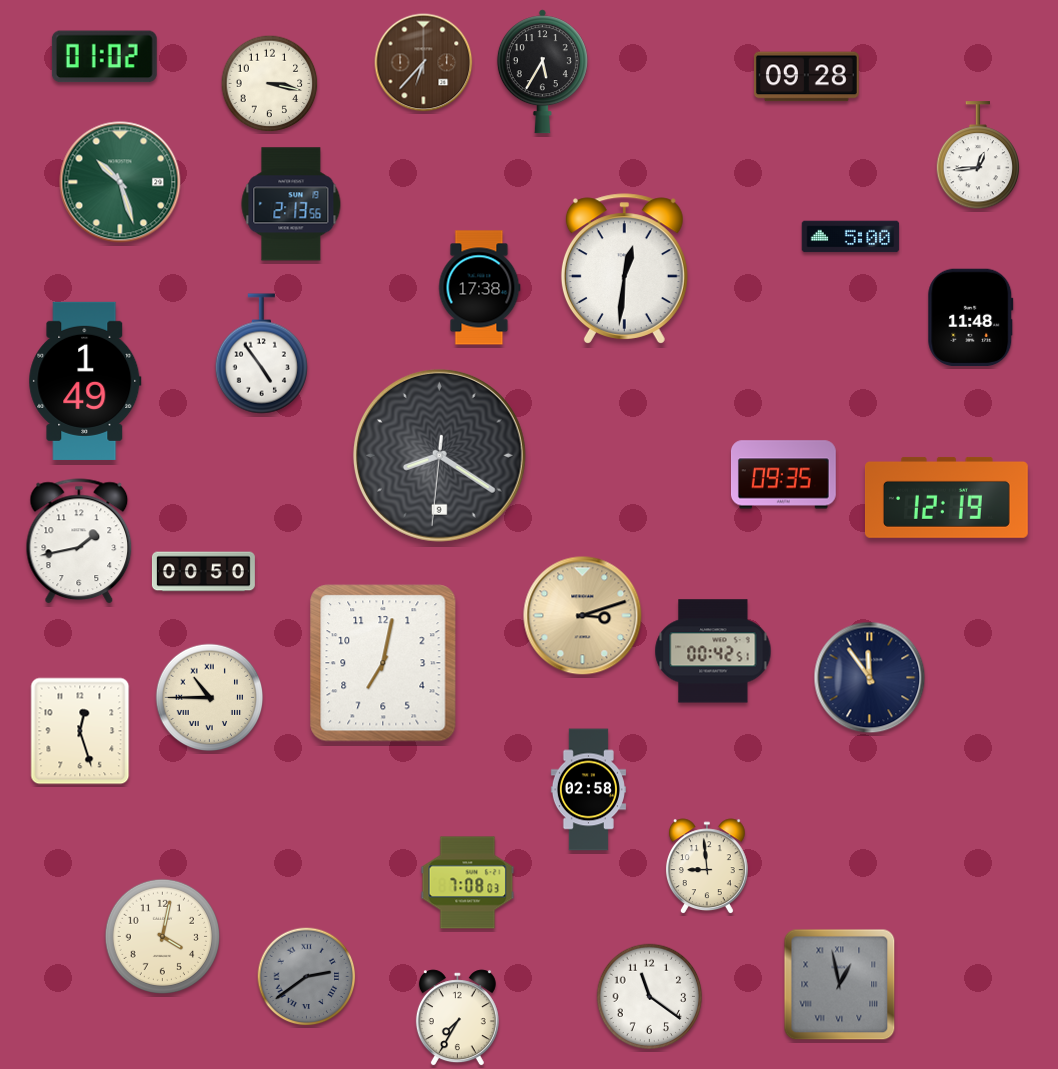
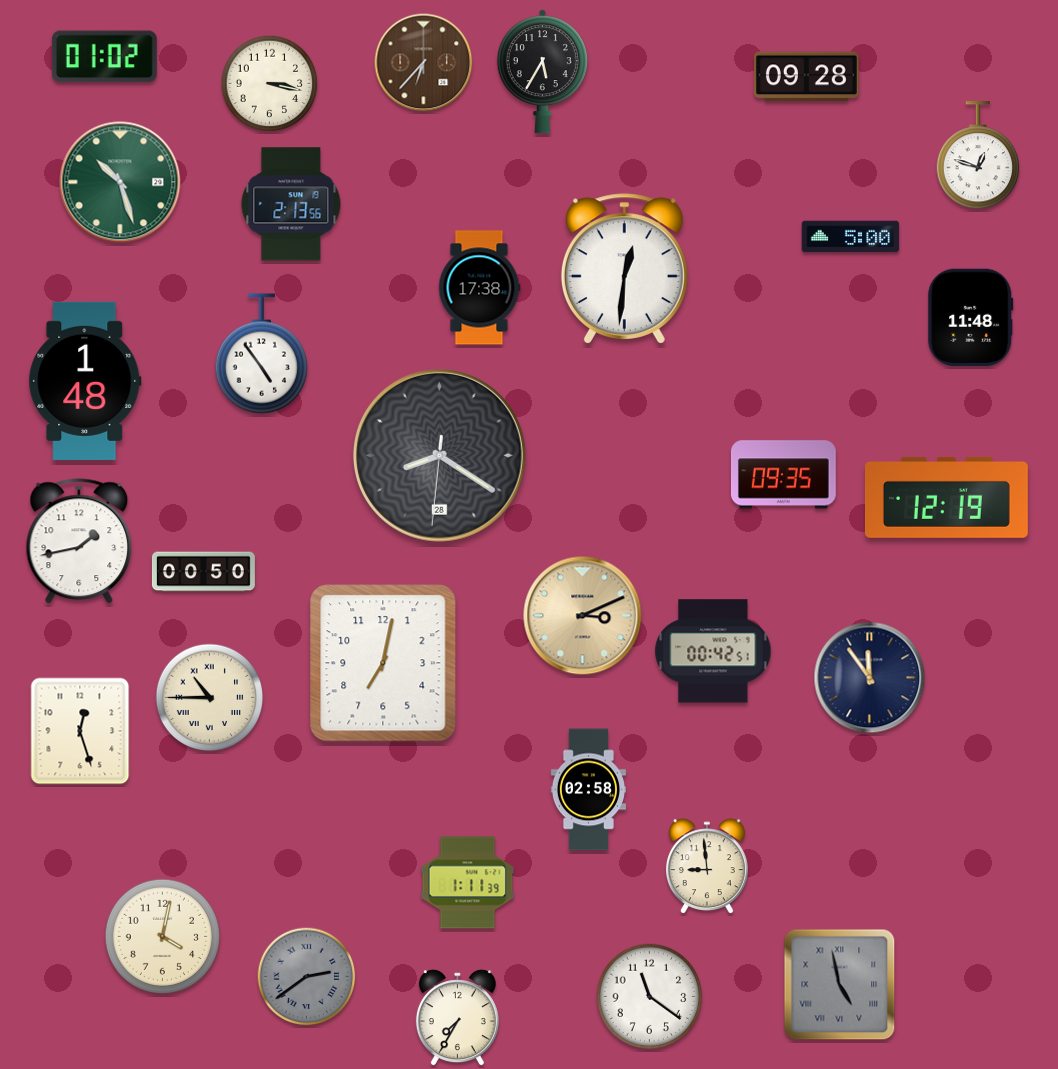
clock at (977, 156): 12:44 -> 12:48
clock at (85, 381): 1:49 -> 1:48
clock at (439, 455) date: 9 -> 28
clock at (583, 616): 3:12 -> 3:11
clock at (468, 883): 7:08 -> 1:11
clock at (840, 985): 12:58 -> 4:58
